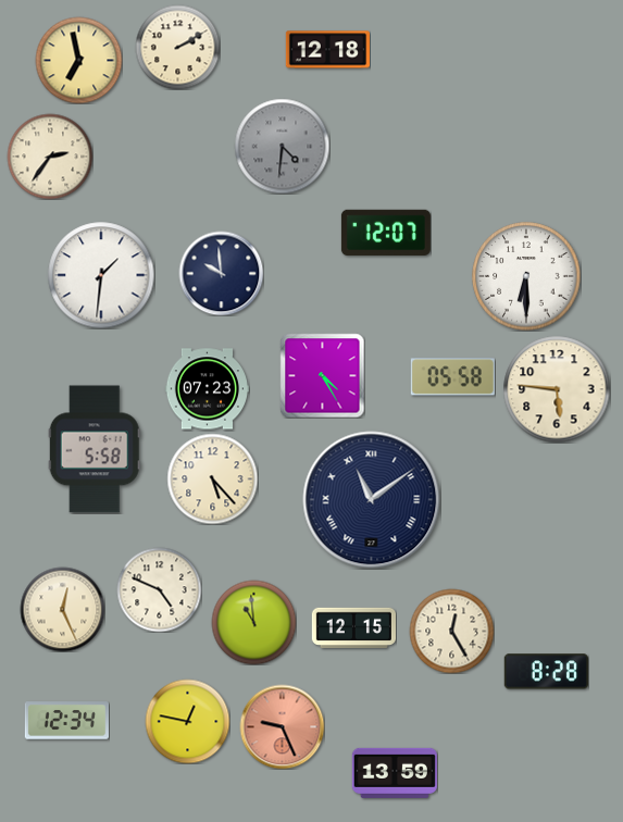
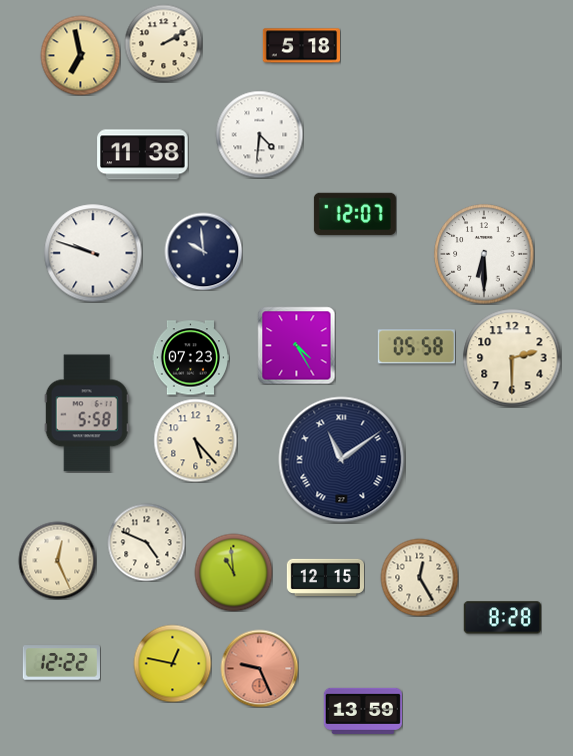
clock at (327, 50): 12:18 -> 5:18
clock at (78, 60) position: (78, 60) -> (80, 55)
clock at (282, 146) dial: grey -> white
clock at (50, 157): 2:36 -> none
clock at (143, 155): none -> 11:38
clock at (101, 275): 1:31 -> 9:48
clock at (557, 389): 5:46 -> 2:30
clock at (451, 631) position: (451, 631) -> (419, 577)
clock at (66, 721): 12:34 -> 12:22
